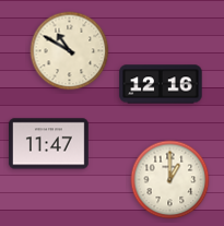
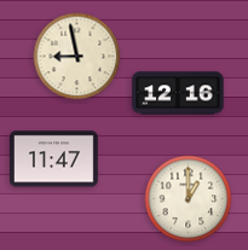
clock at (70, 51): 10:50 -> 8:58
